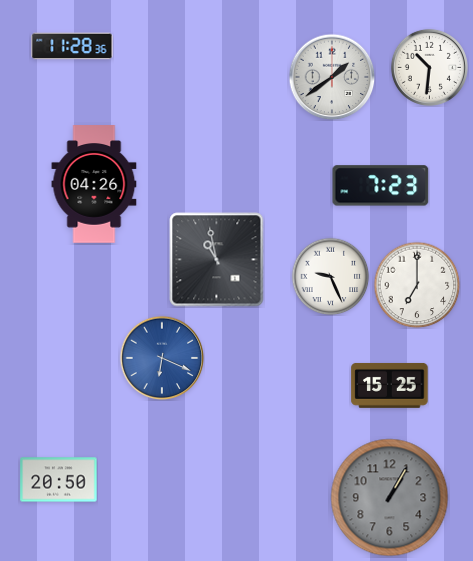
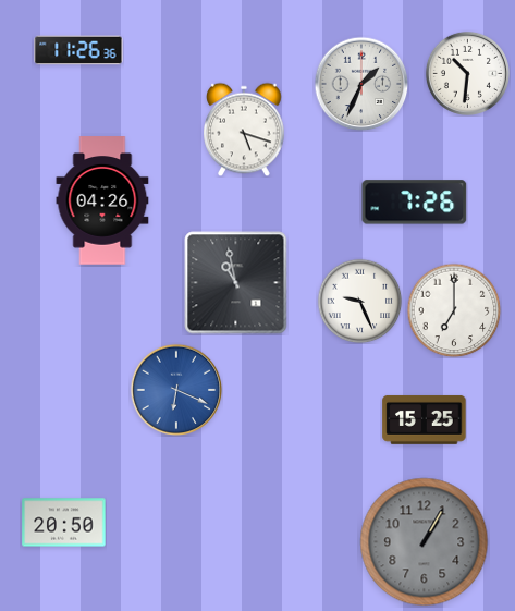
clock at (72, 46): 11:28 -> 11:26
clock at (332, 77): 1:39 -> 1:34
clock at (244, 130): none -> 5:18
clock at (381, 186): 7:23 -> 7:26
